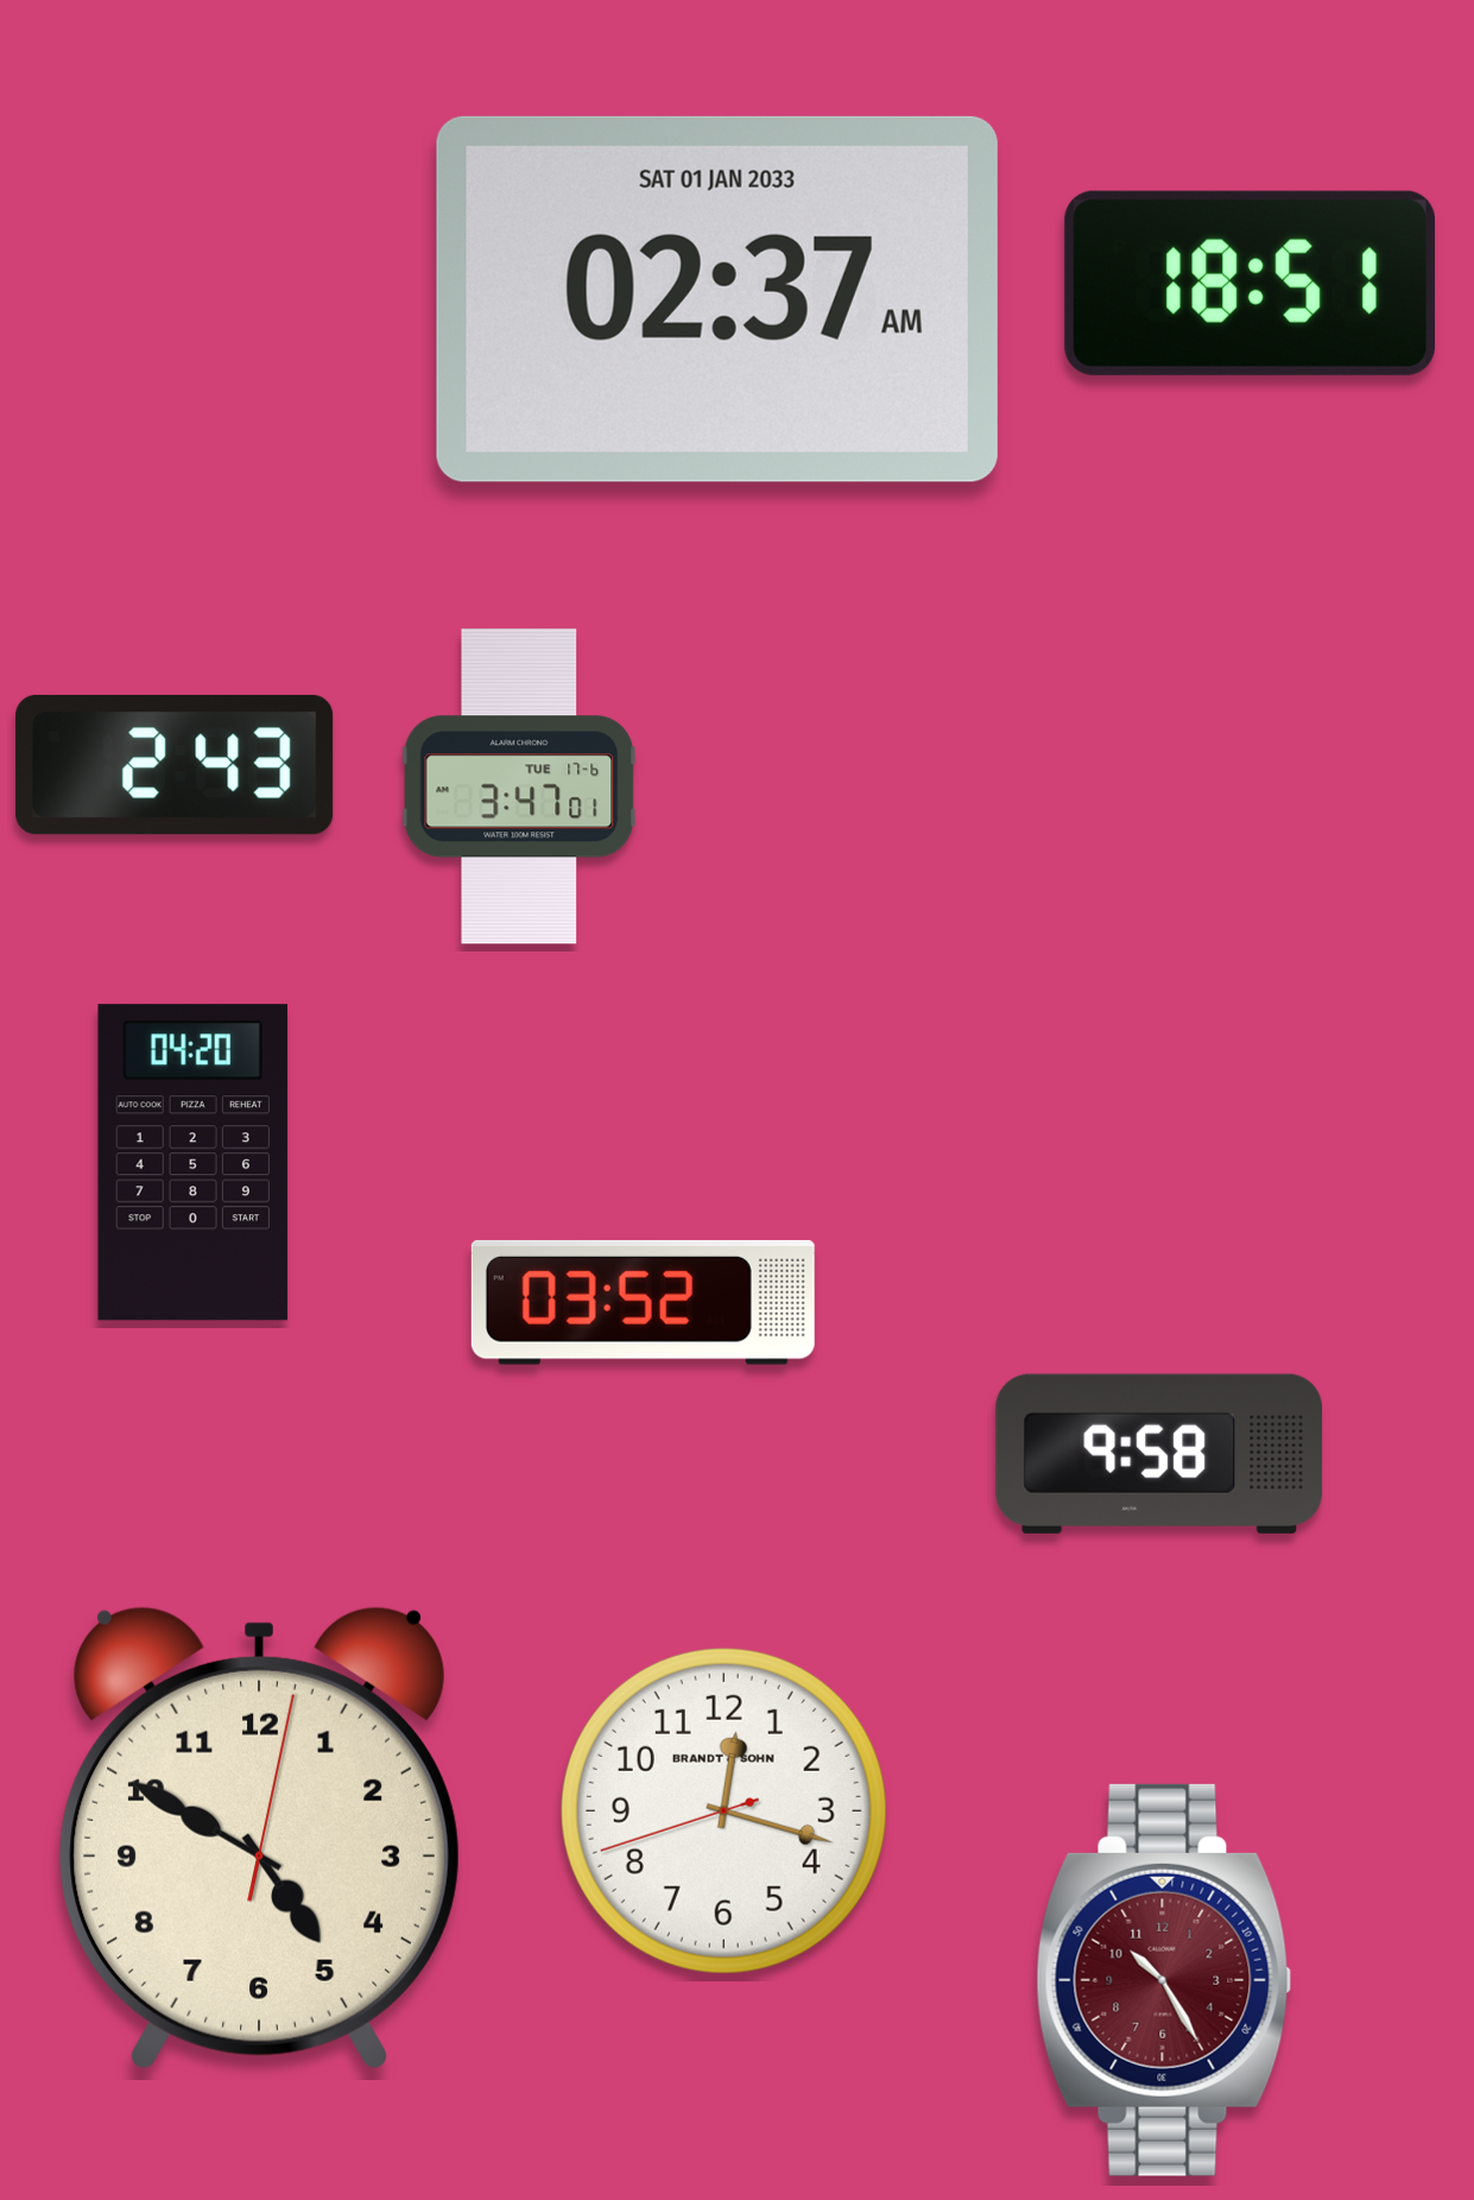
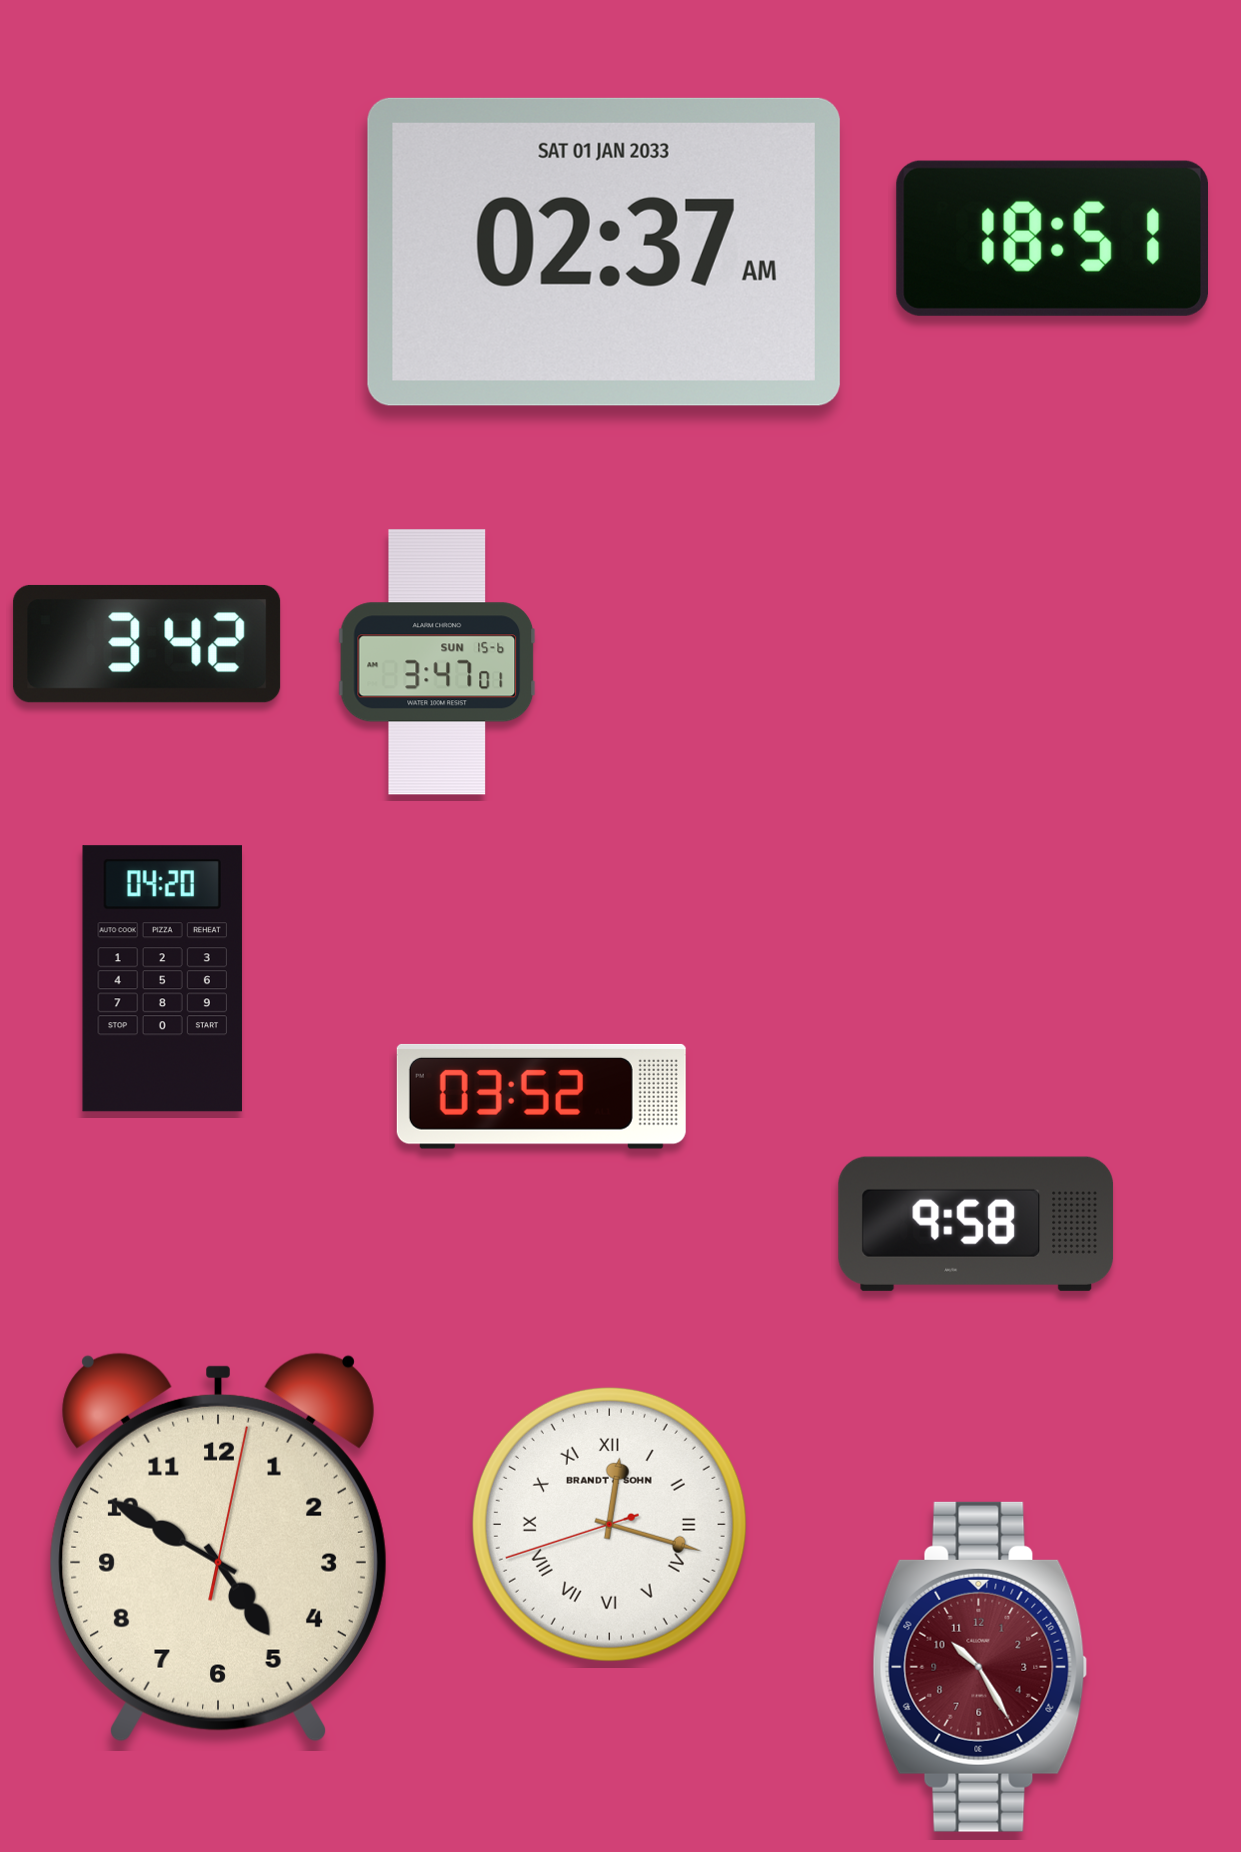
clock at (175, 765): 2:43 -> 3:42
clock at (519, 786) date: TUE 17-6 -> SUN 15-6
clock at (723, 1810) numerals: Arabic -> Roman
